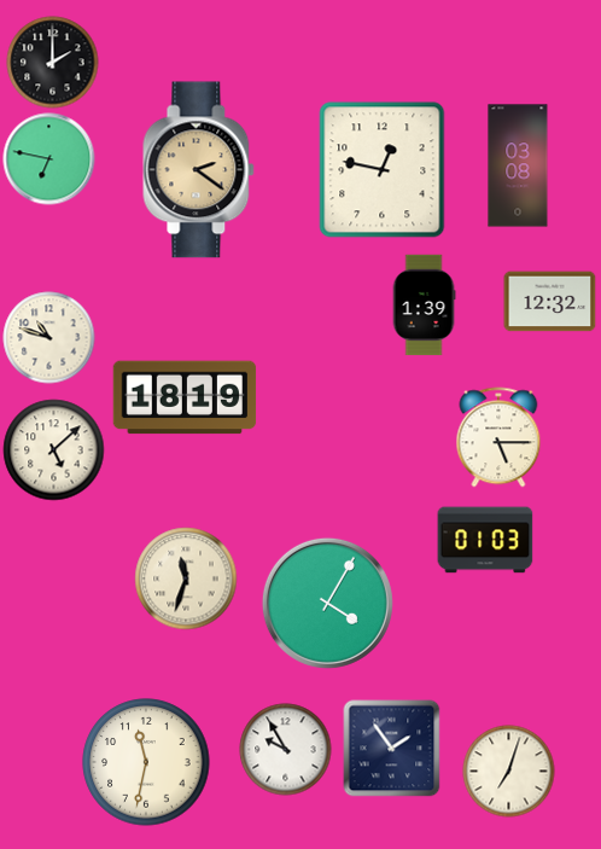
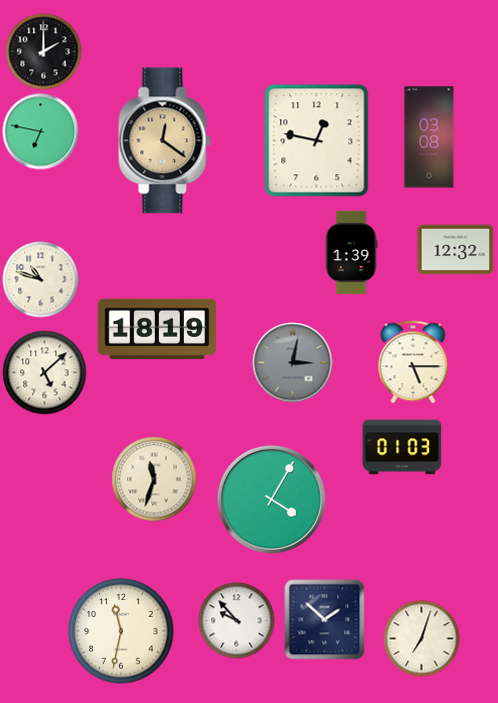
clock at (199, 170): 2:21 -> 12:21
clock at (185, 397) position: (185, 397) -> (157, 329)
clock at (293, 363): none -> 3:02
clock at (392, 749): 1:54 -> 1:52
clock at (286, 750): 9:55 -> 9:53
